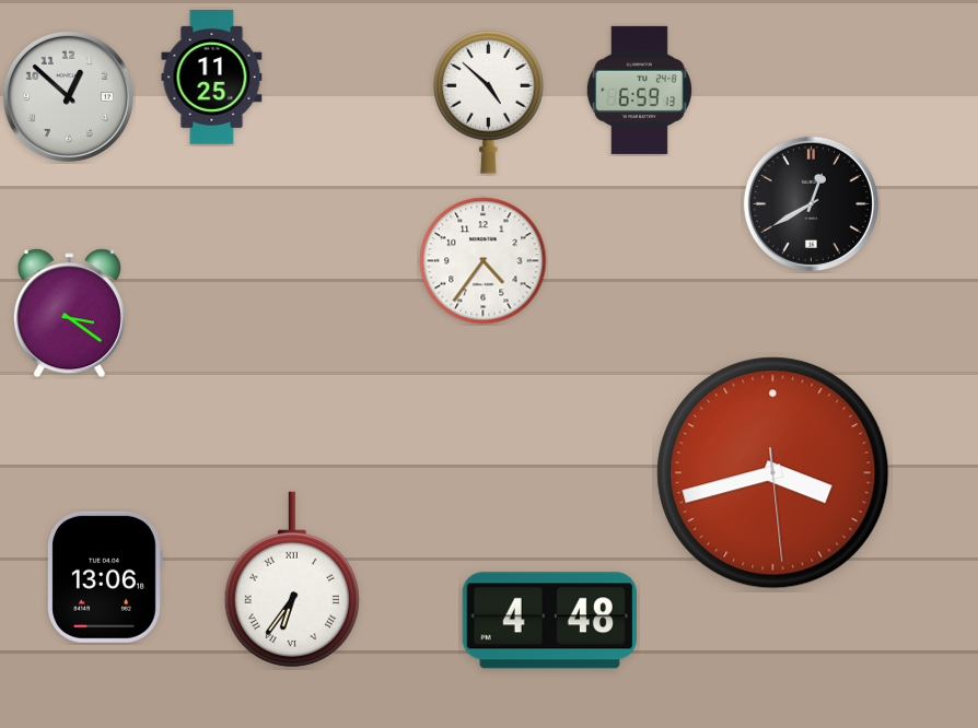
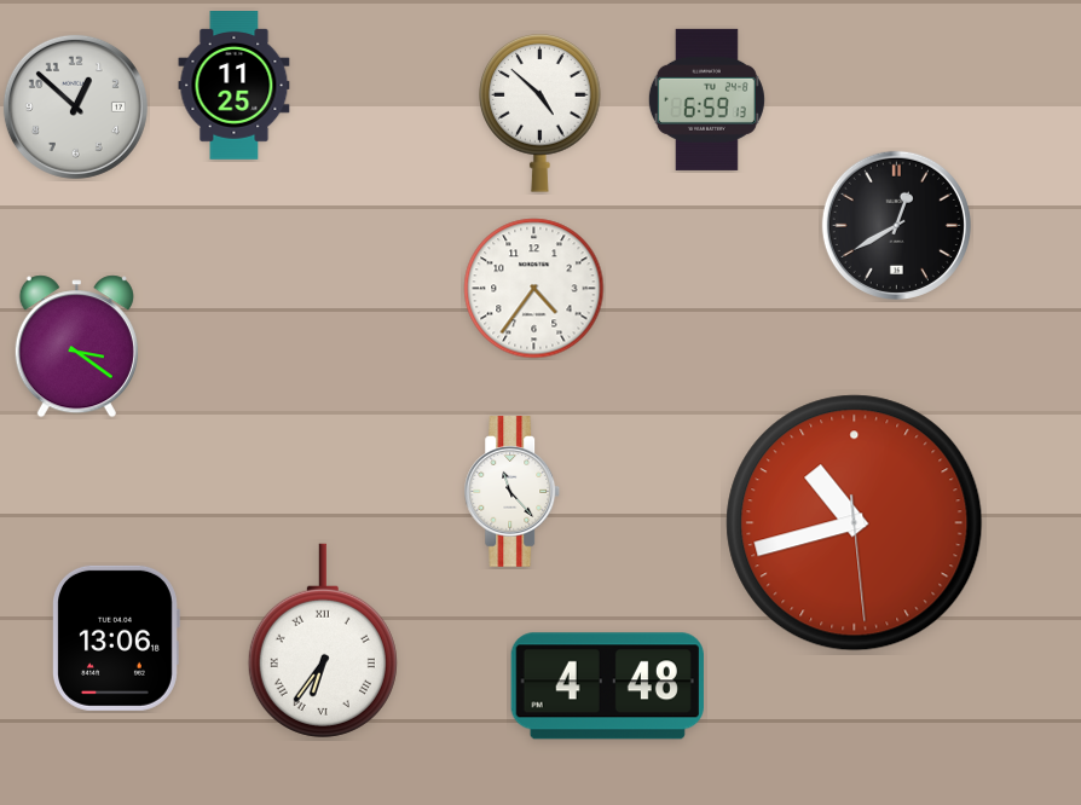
clock at (513, 492): none -> 11:23
clock at (773, 473): 3:42 -> 10:42
